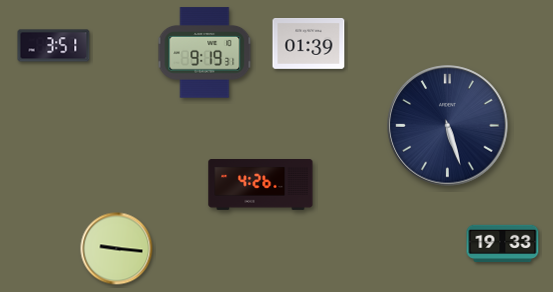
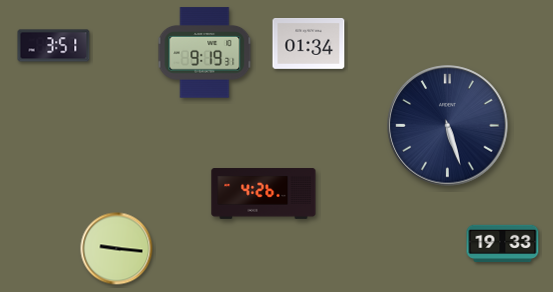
clock at (309, 44): 01:39 -> 01:34
clock at (261, 185) position: (261, 185) -> (264, 194)
